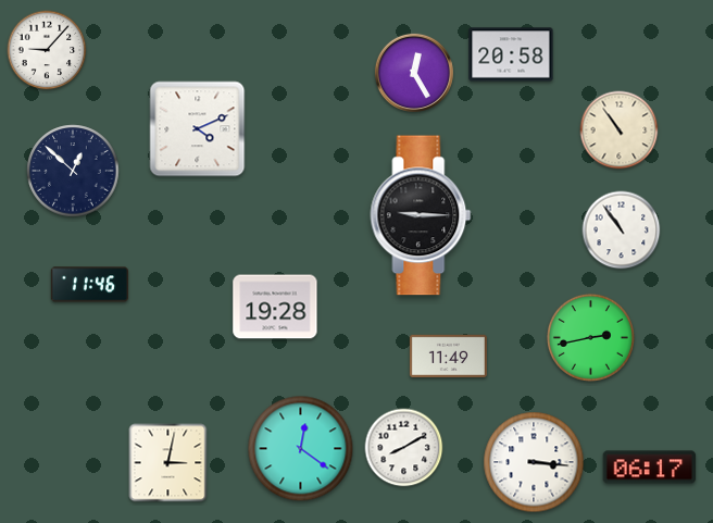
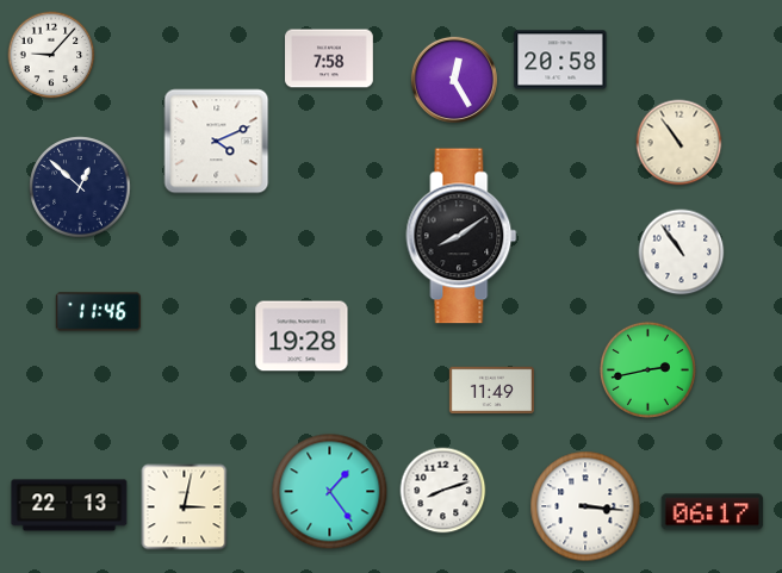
clock at (329, 58): none -> 7:58
clock at (421, 215): 9:15 -> 8:09
clock at (404, 448): 8:10 -> 8:12
clock at (301, 449): 12:21 -> 1:24
clock at (69, 505): none -> 22:13
